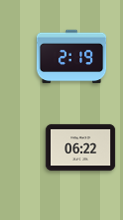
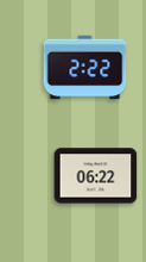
clock at (72, 57): 2:19 -> 2:22
